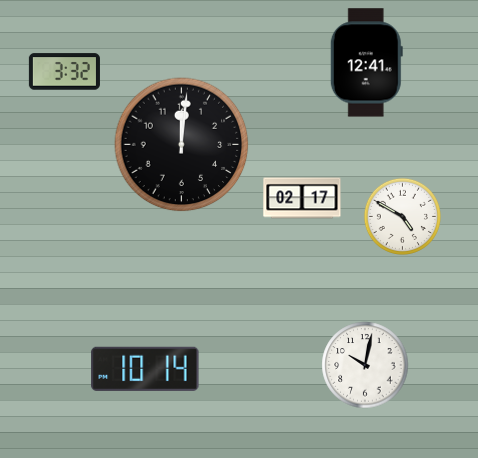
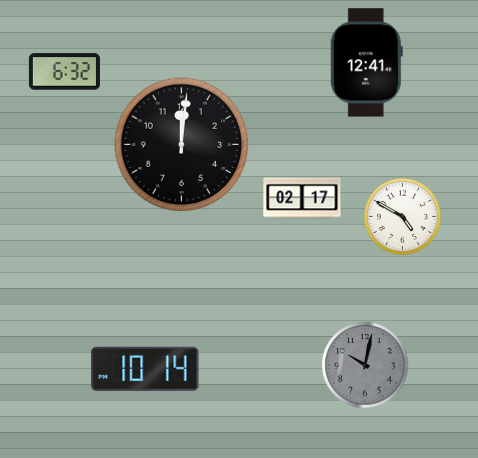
clock at (64, 72): 3:32 -> 6:32
clock at (365, 365) dial: white -> grey
